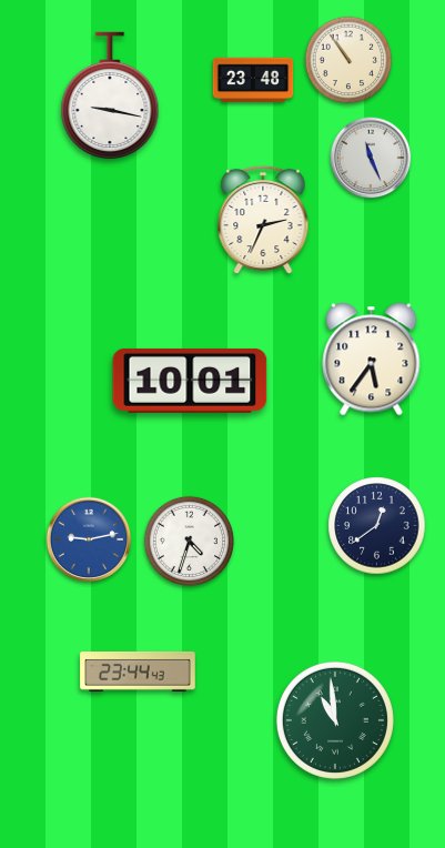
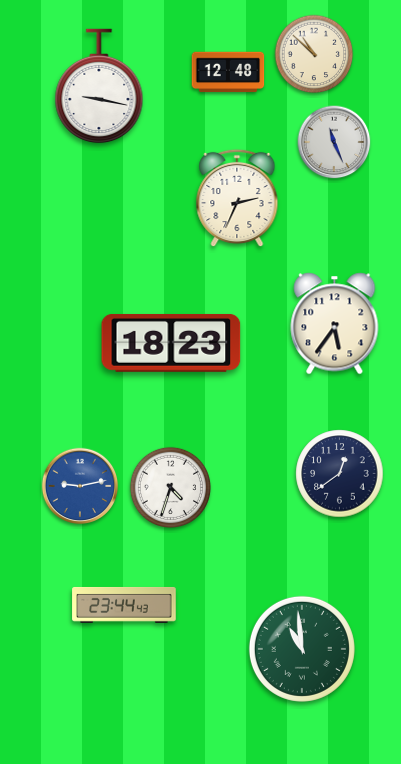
clock at (348, 60): 10:54 -> 10:52
clock at (253, 80): 23:48 -> 12:48
clock at (190, 381): 10:01 -> 18:23
